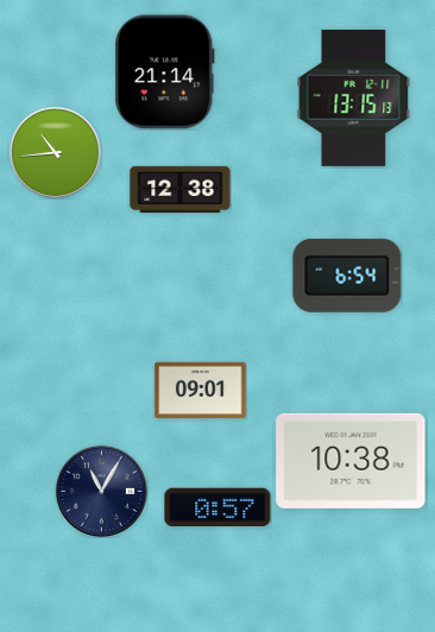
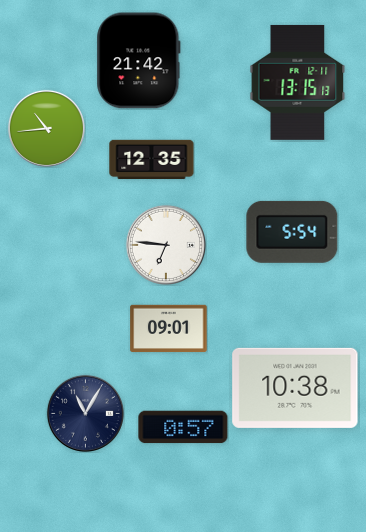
clock at (165, 72): 21:14 -> 21:42
clock at (181, 190): 12:38 -> 12:35
clock at (347, 276): 6:54 -> 5:54
clock at (165, 244): none -> 6:46
